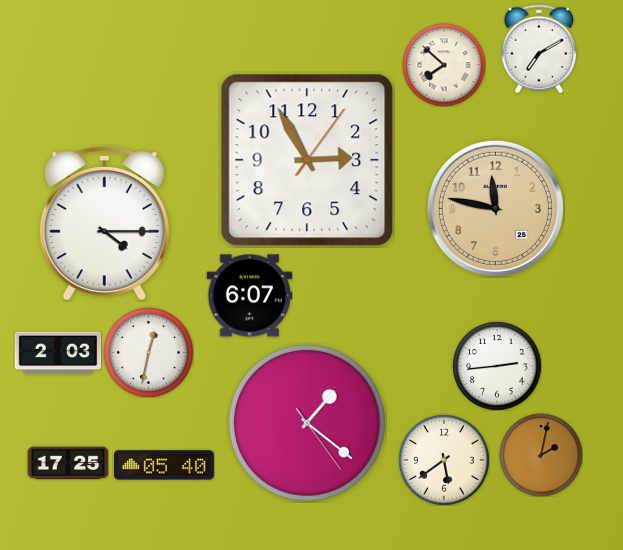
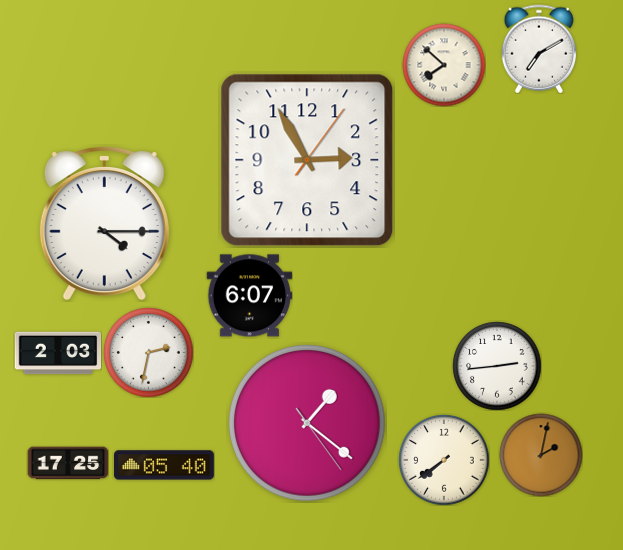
clock at (495, 208): 11:47 -> none
clock at (148, 352): 12:32 -> 2:32
clock at (444, 460): 5:39 -> 7:39
